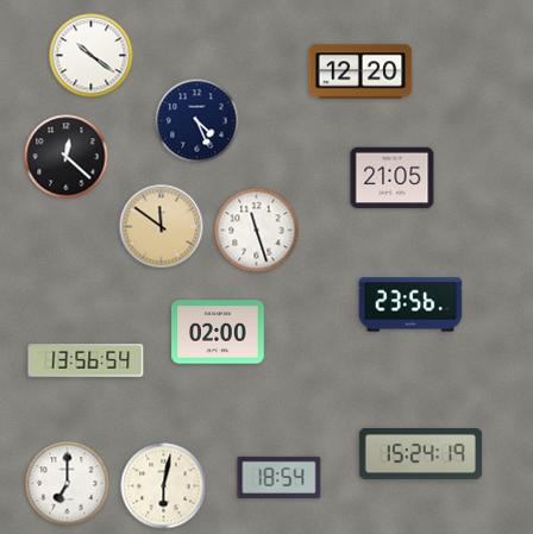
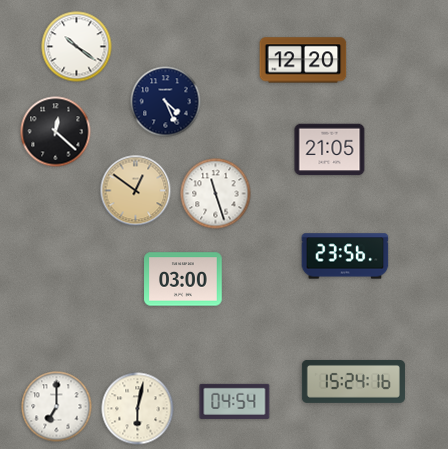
clock at (162, 227): 11:51 -> 12:51
clock at (218, 332): 02:00 -> 03:00
clock at (86, 360): 13:56 -> none
clock at (420, 453): 15:24:19 -> 15:24:16
clock at (280, 477): 18:54 -> 04:54
